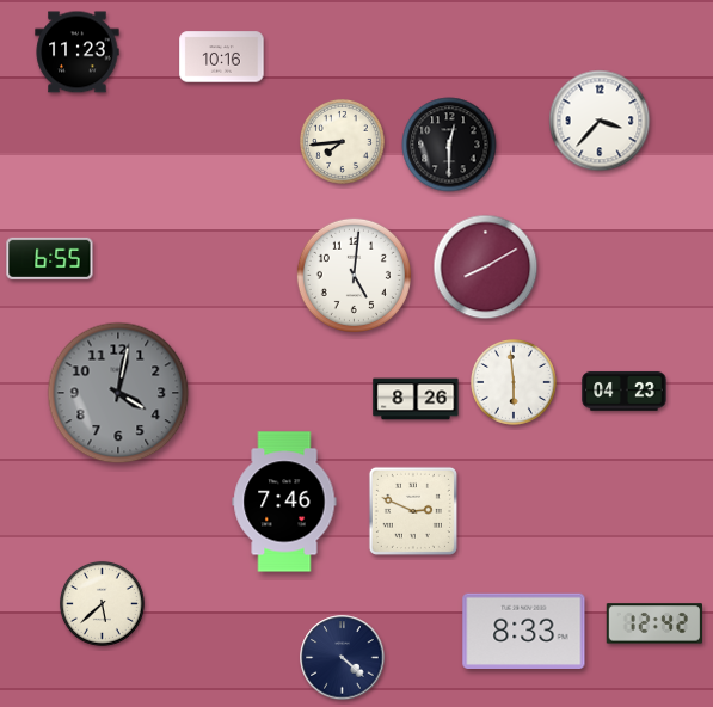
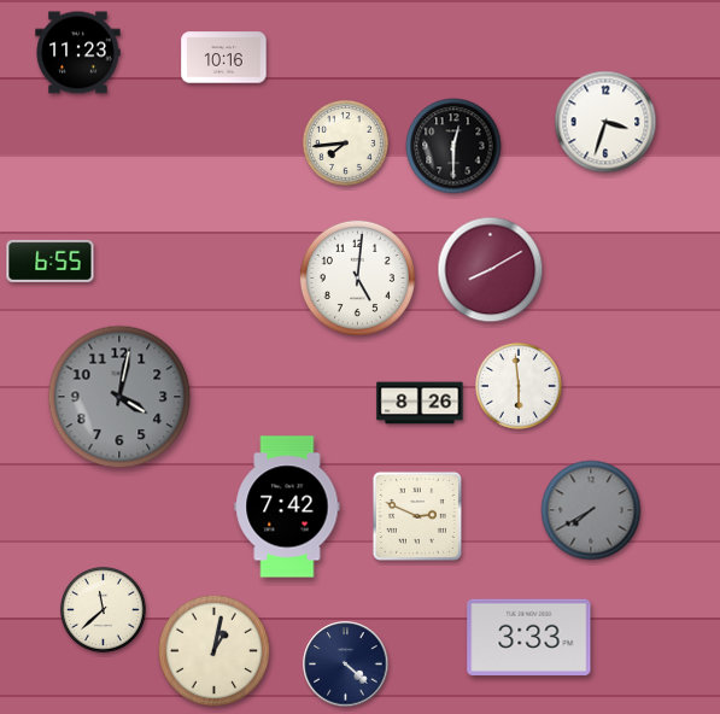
clock at (600, 121): 3:37 -> 3:33
clock at (625, 392): 04:23 -> none
clock at (284, 502): 7:46 -> 7:42
clock at (591, 510): none -> 7:40
clock at (102, 603): 5:38 -> 11:38
clock at (653, 623): 12:42 -> none
clock at (524, 631): 8:33 -> 3:33
clock at (215, 651): none -> 1:02
